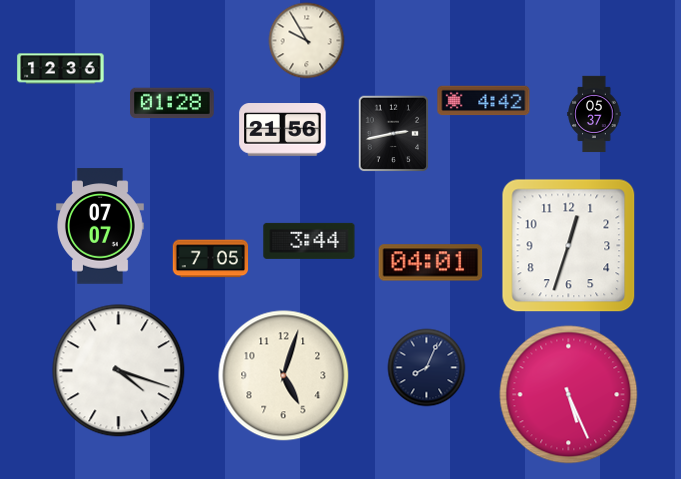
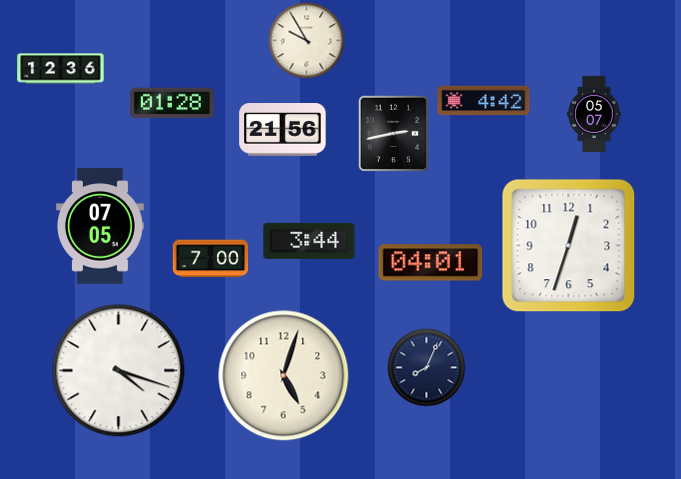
clock at (594, 114): 05:37 -> 05:07
clock at (101, 226): 07:07 -> 07:05
clock at (211, 259): 7:05 -> 7:00
clock at (569, 395): 5:26 -> none
